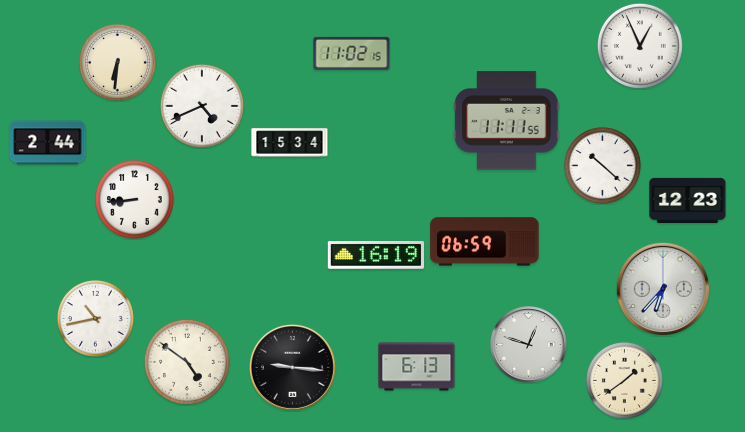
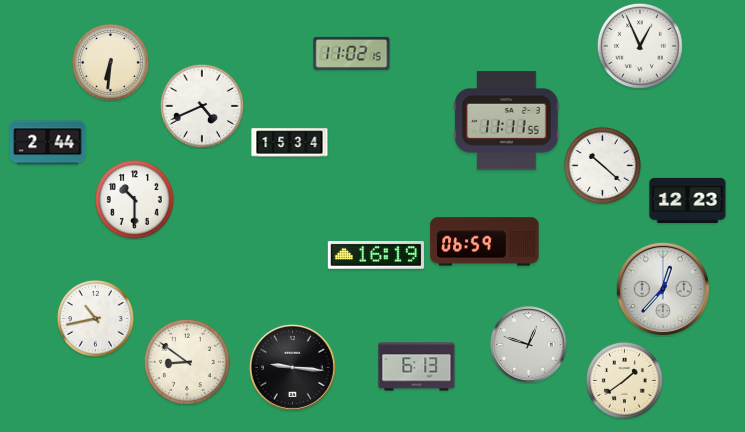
clock at (117, 62) position: (117, 62) -> (110, 62)
clock at (134, 199): 8:44 -> 10:30
clock at (663, 289): 6:37 -> 12:37
clock at (187, 362): 4:51 -> 8:51
